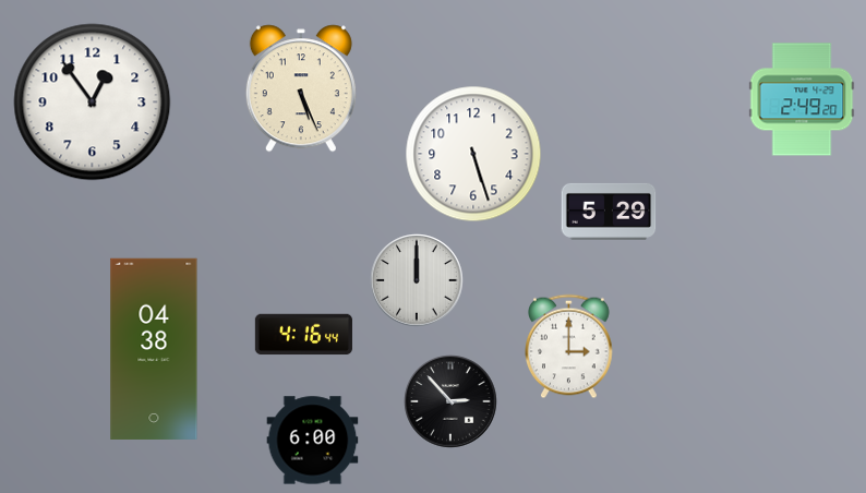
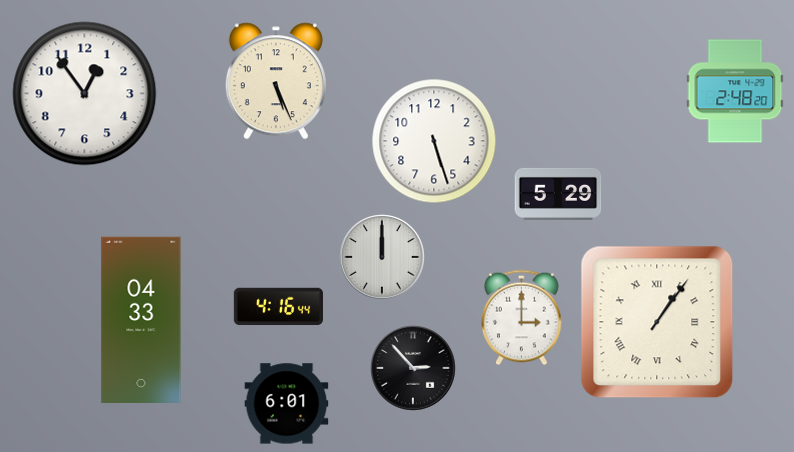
clock at (802, 99): 2:49 -> 2:48
clock at (154, 349): 04:38 -> 04:33
clock at (657, 322): none -> 1:06
clock at (313, 441): 6:00 -> 6:01
